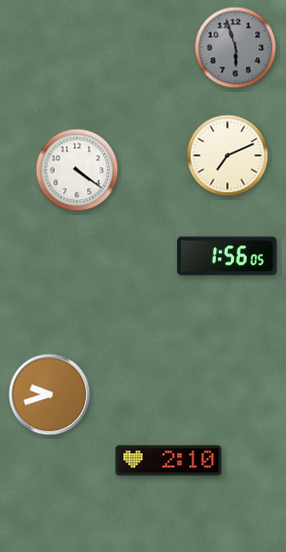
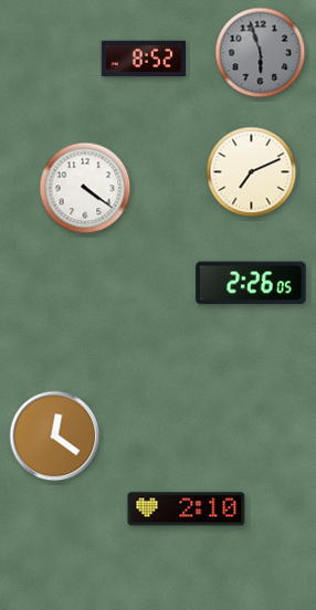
clock at (144, 59): none -> 8:52
clock at (227, 256): 1:56 -> 2:26
clock at (50, 395): 9:42 -> 12:21
